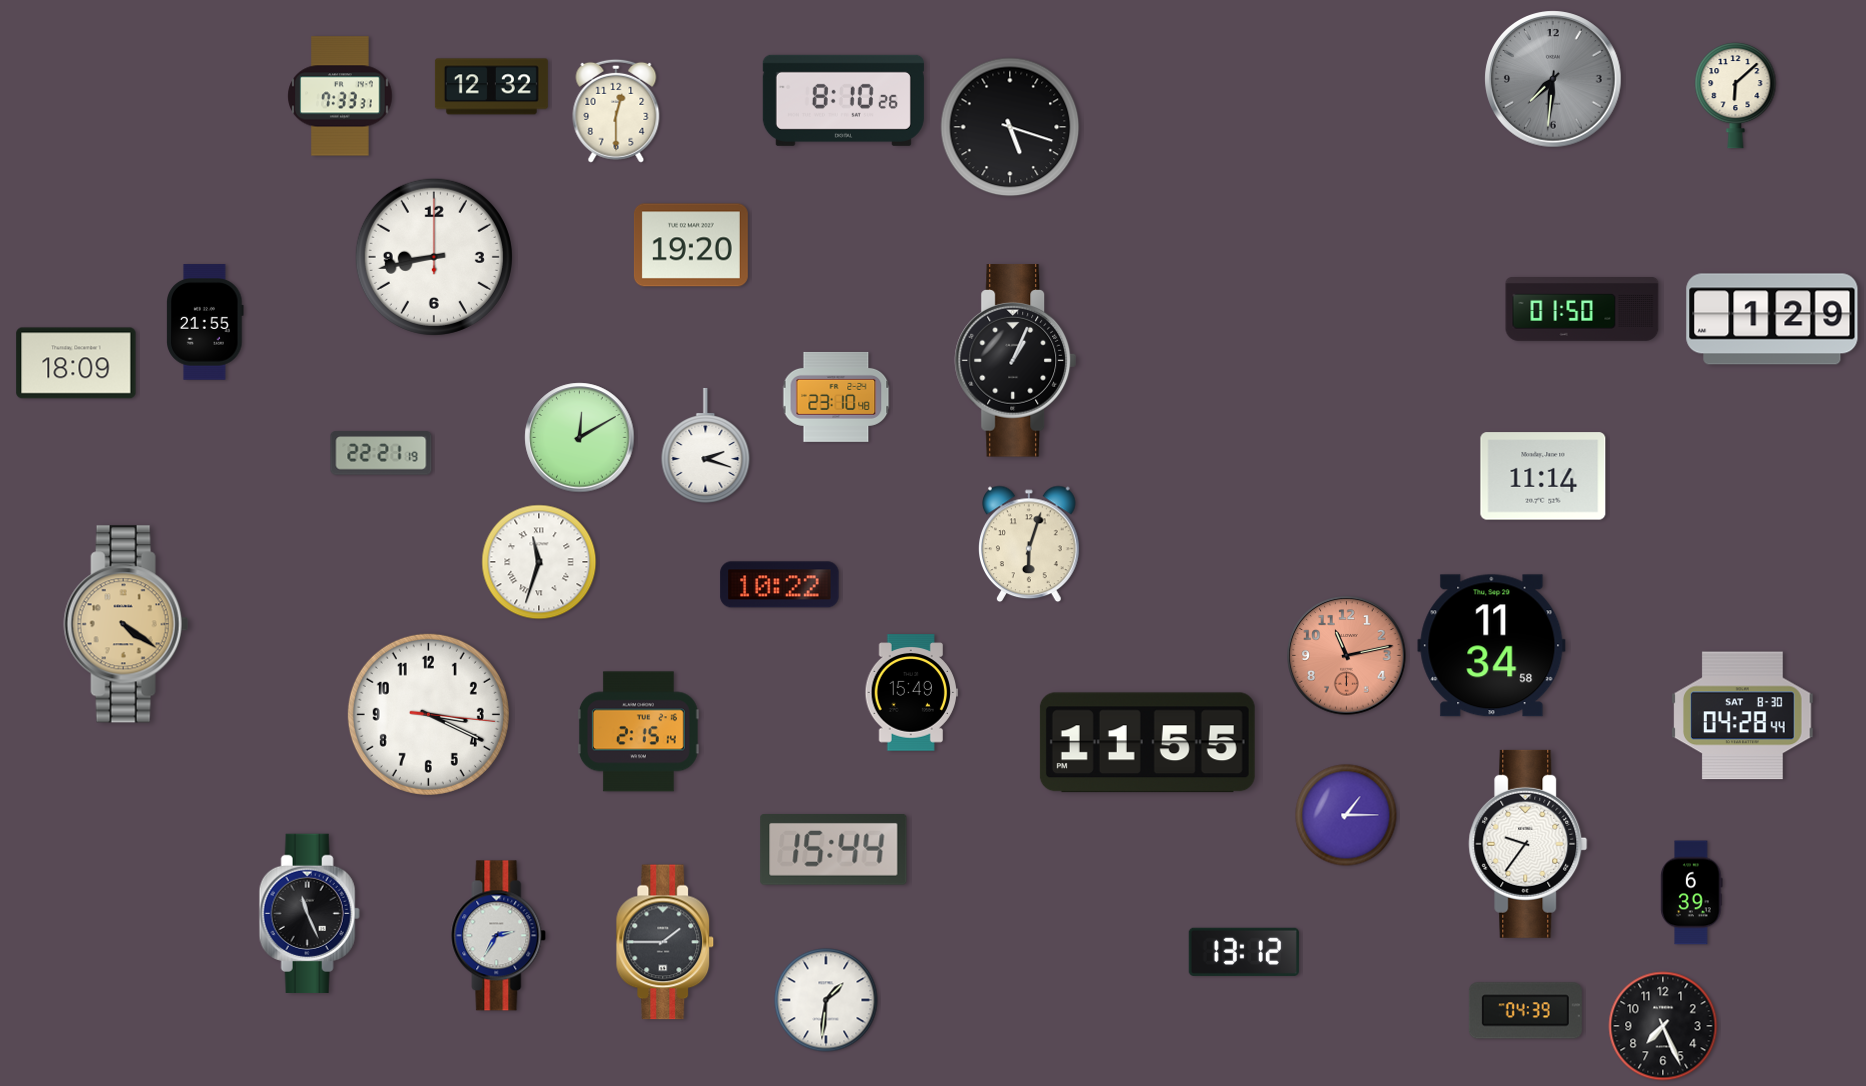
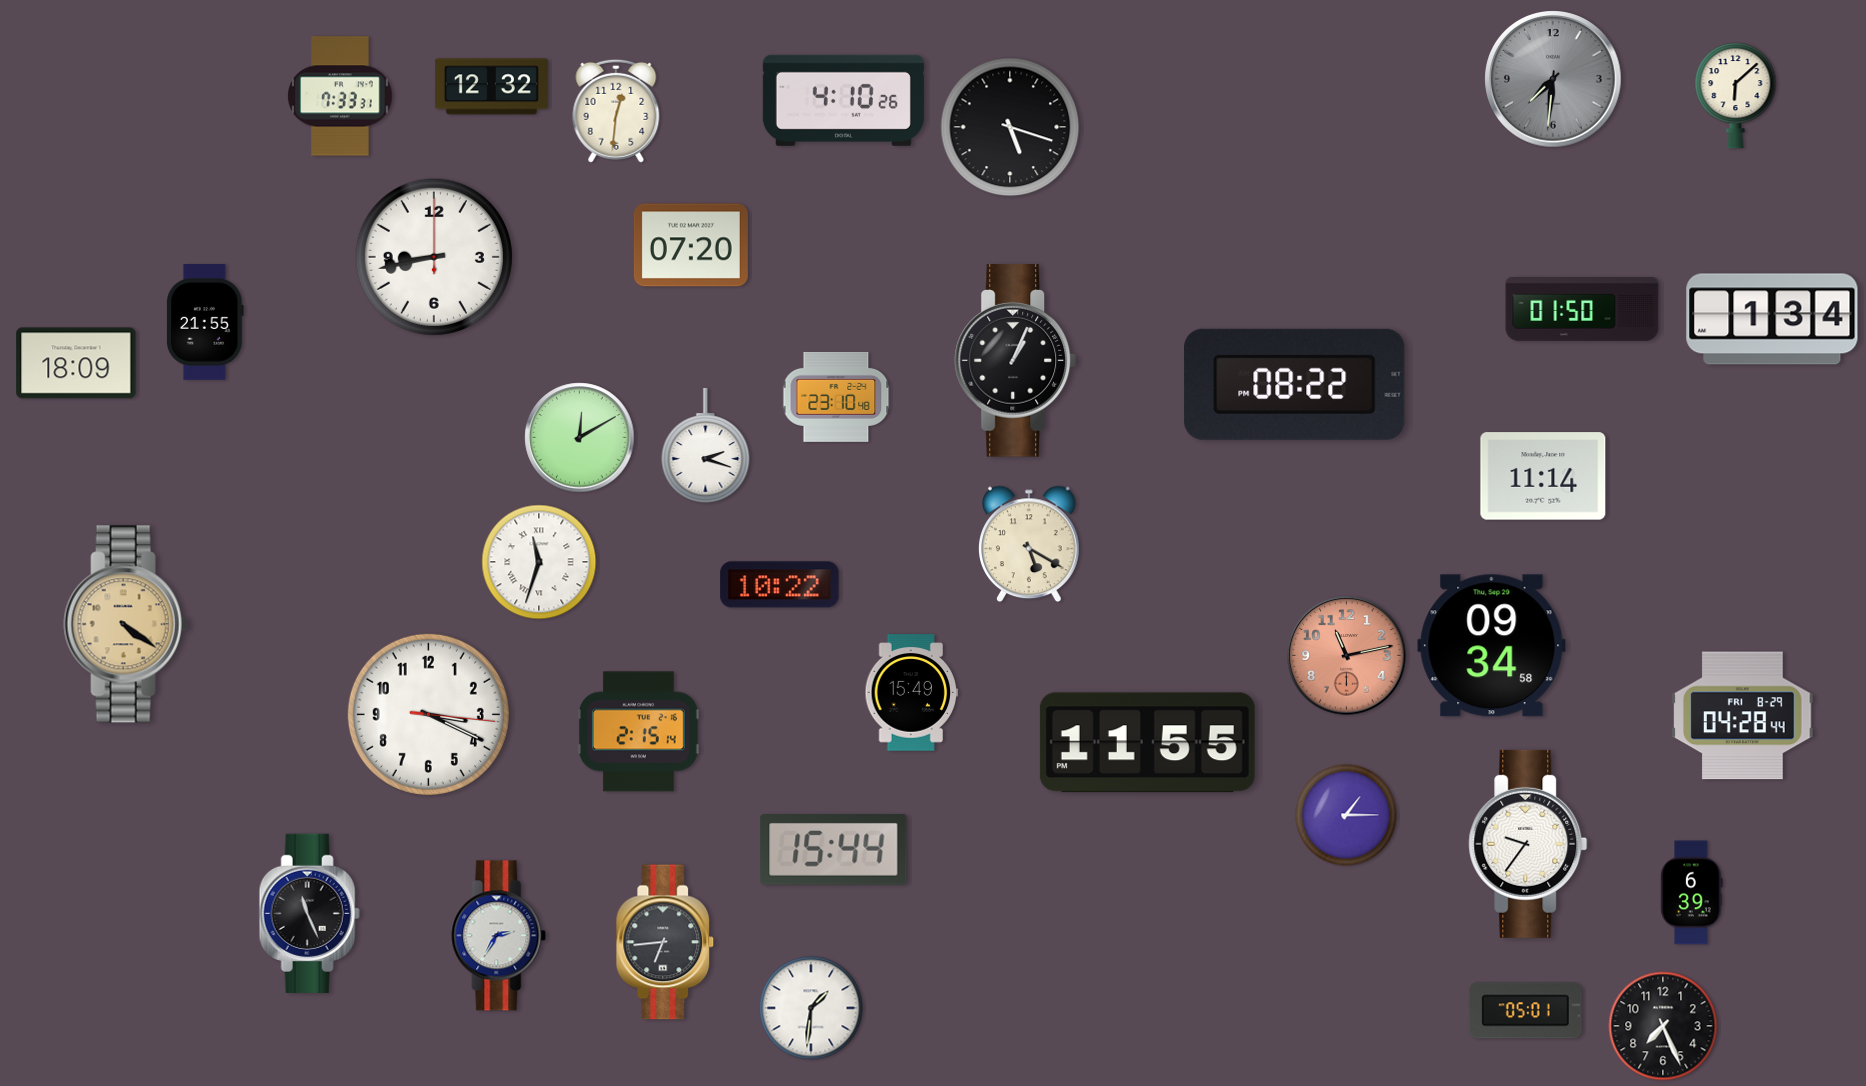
clock at (843, 100): 8:10 -> 4:10
clock at (616, 111): 12:30 -> 12:31
clock at (691, 245): 19:20 -> 07:20
clock at (1772, 319): 1:29 -> 1:34
clock at (1295, 384): none -> 08:22
clock at (381, 453): 22:21 -> none
clock at (1030, 544): 6:03 -> 5:20
clock at (1492, 646): 11:34 -> 09:34
clock at (1743, 716) date: SAT 8-30 -> FRI 8-29
clock at (665, 942): 1:45 -> 6:44
clock at (1244, 952): 13:12 -> none
clock at (826, 1000) position: (826, 1000) -> (811, 1008)
clock at (1525, 1011): 04:39 -> 05:01
